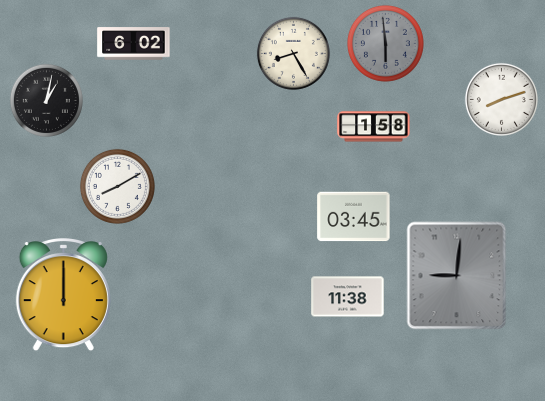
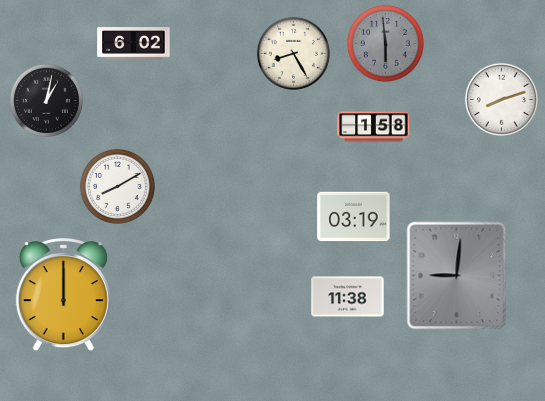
clock at (354, 217): 03:45 -> 03:19
